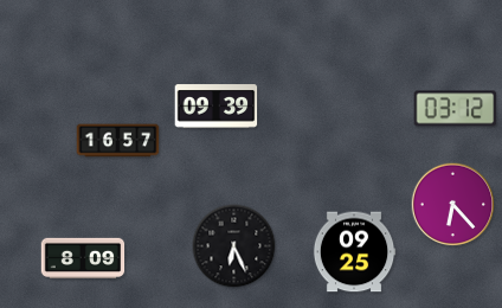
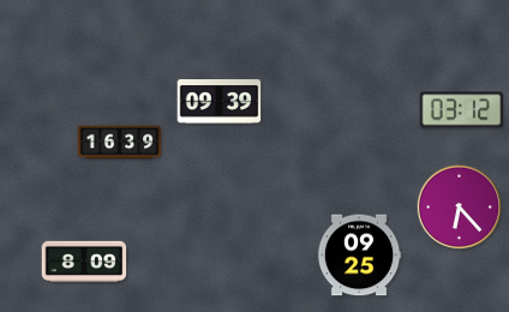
clock at (217, 107) position: (217, 107) -> (220, 102)
clock at (118, 141): 16:57 -> 16:39
clock at (234, 246): 6:26 -> none
